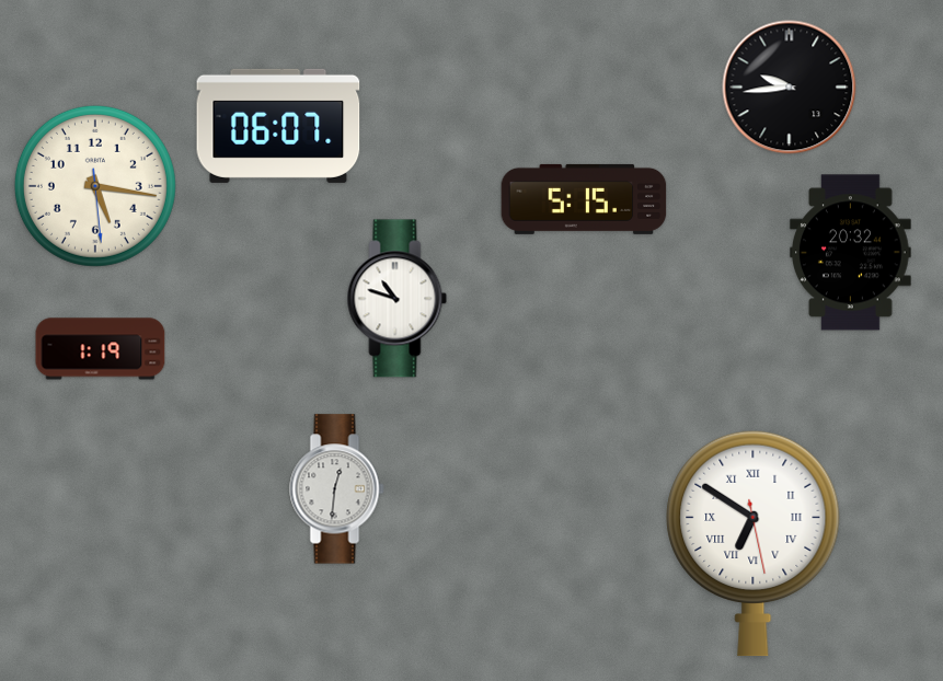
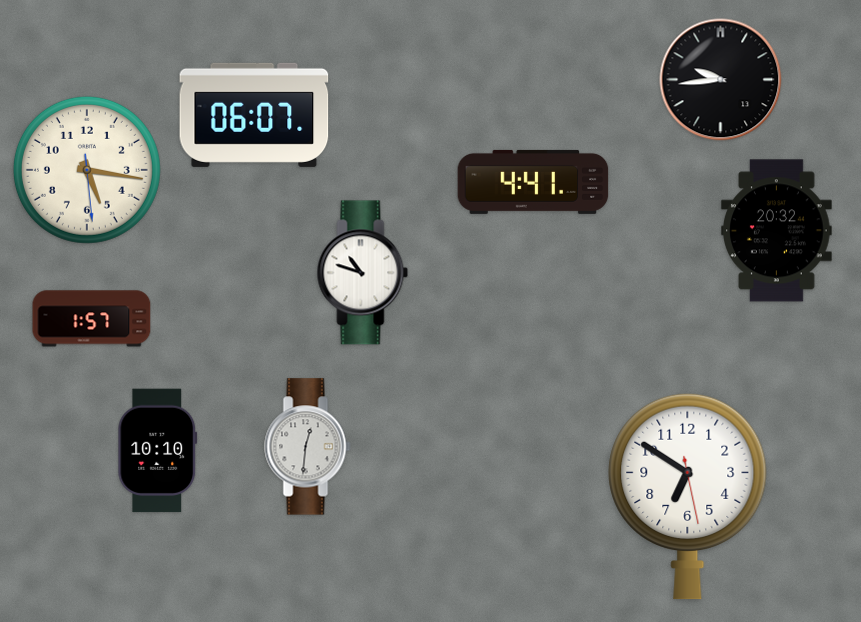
clock at (584, 199): 5:15 -> 4:41
clock at (101, 349): 1:19 -> 1:57
clock at (158, 451): none -> 10:10
clock at (754, 543) numerals: Roman -> Arabic
